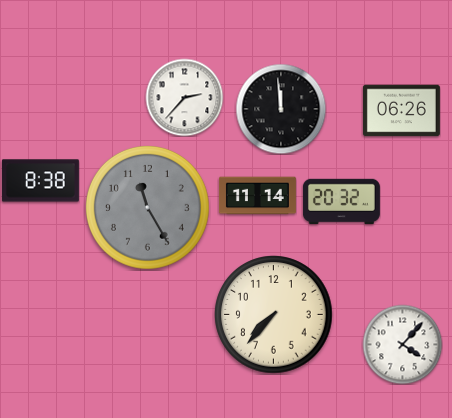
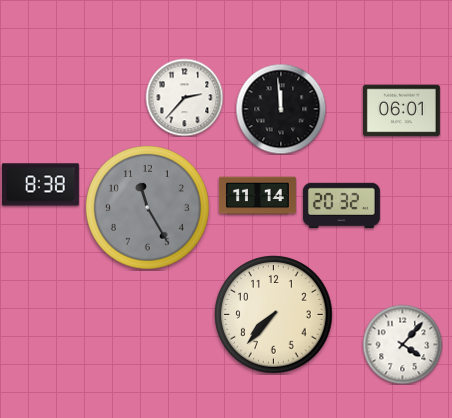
clock at (401, 111): 06:26 -> 06:01
clock at (40, 181) position: (40, 181) -> (40, 185)
clock at (341, 201) position: (341, 201) -> (341, 205)
